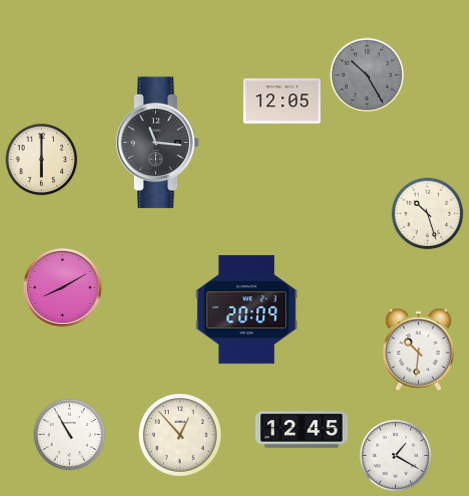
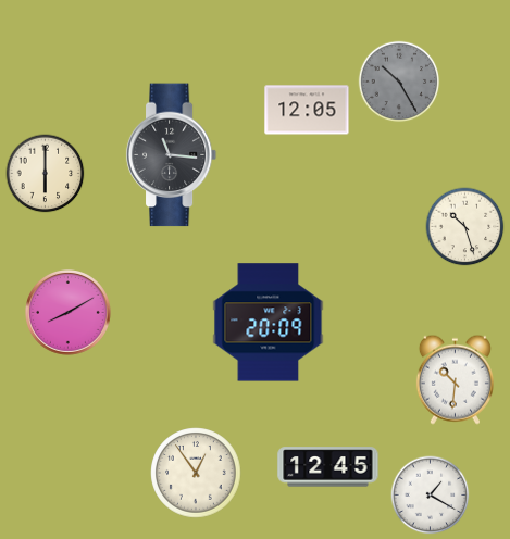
clock at (428, 214) position: (428, 214) -> (465, 227)
clock at (247, 310) position: (247, 310) -> (269, 323)
clock at (70, 435): 10:55 -> none
clock at (180, 435): 12:53 -> 12:54
